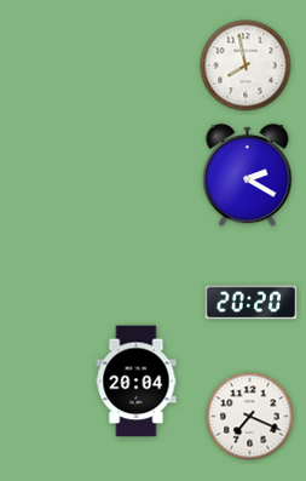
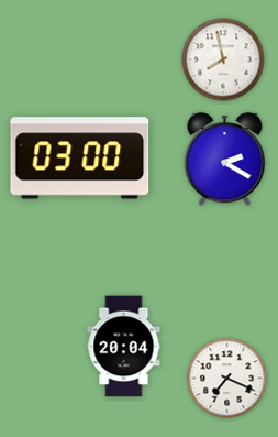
clock at (80, 159): none -> 03:00
clock at (252, 303): 20:20 -> none
